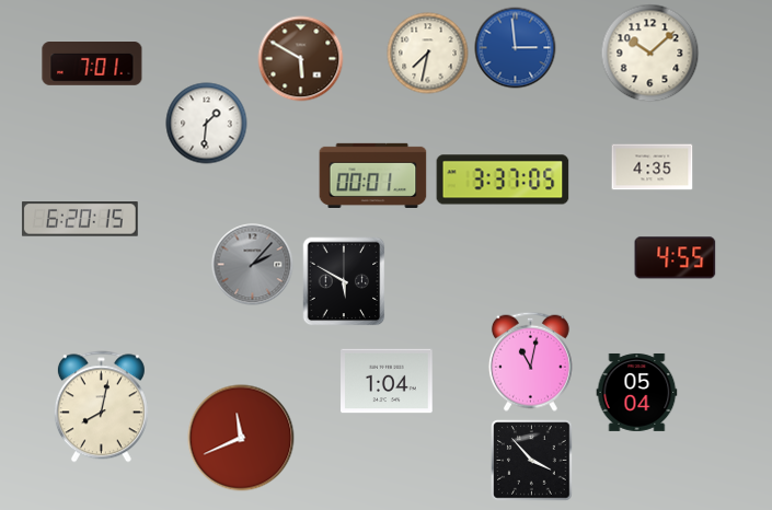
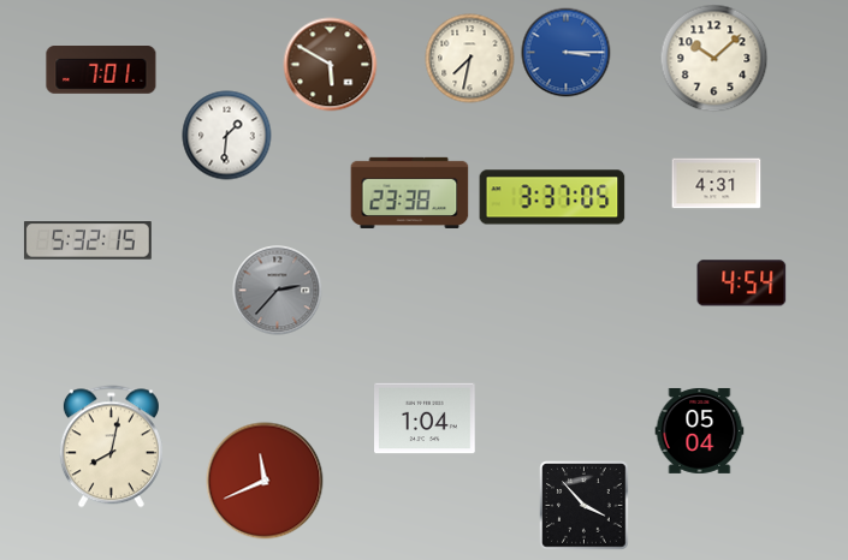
clock at (516, 48): 2:59 -> 3:15
clock at (653, 167): 4:35 -> 4:31
clock at (373, 175): 00:01 -> 23:38
clock at (80, 219): 6:20 -> 5:32
clock at (676, 258): 4:55 -> 4:54
clock at (253, 265): 2:07 -> 2:37
clock at (344, 281): 5:50 -> none
clock at (530, 361): 11:02 -> none
